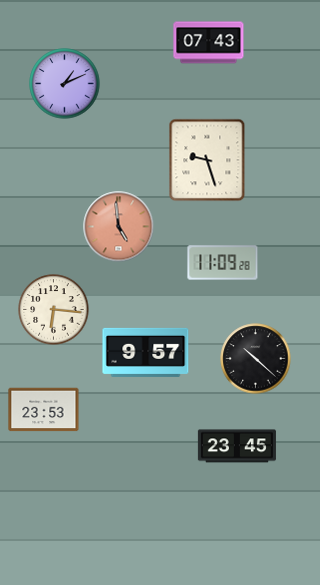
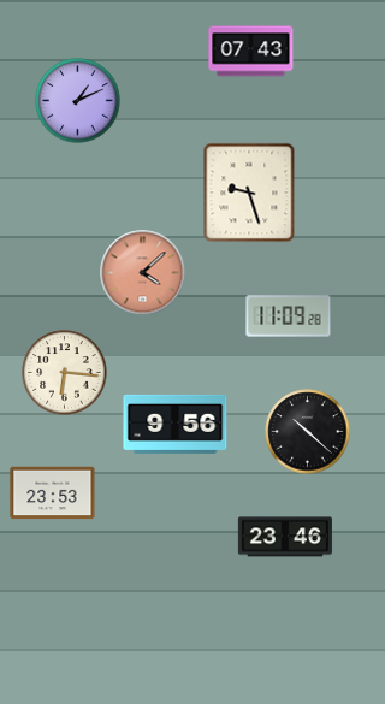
clock at (119, 227): 4:59 -> 4:08
clock at (223, 263) position: (223, 263) -> (289, 316)
clock at (146, 352): 9:57 -> 9:56
clock at (237, 446): 23:45 -> 23:46
